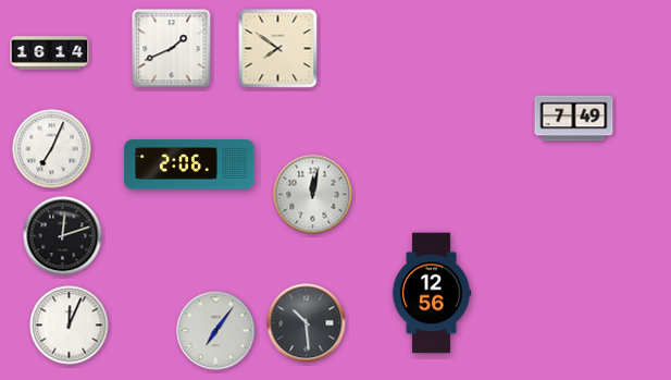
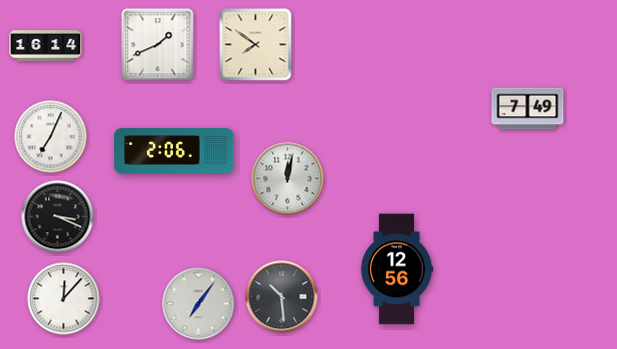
clock at (50, 53) position: (50, 53) -> (46, 46)
clock at (52, 149) position: (52, 149) -> (51, 137)
clock at (63, 236): 12:12 -> 3:19
clock at (70, 326): 12:04 -> 12:07
